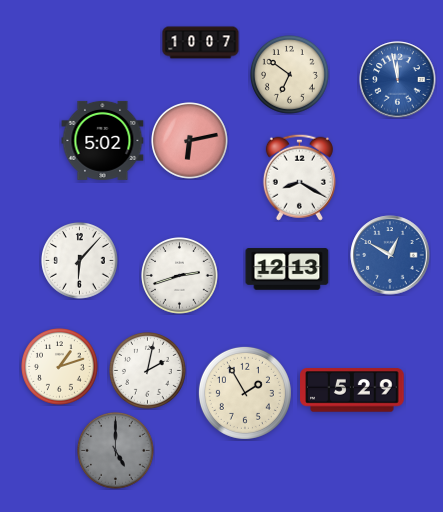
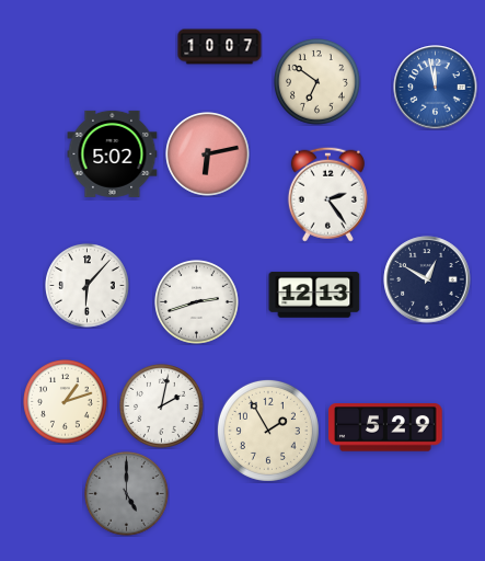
clock at (299, 177): 8:20 -> 2:24
clock at (390, 255) dial: blue -> navy
